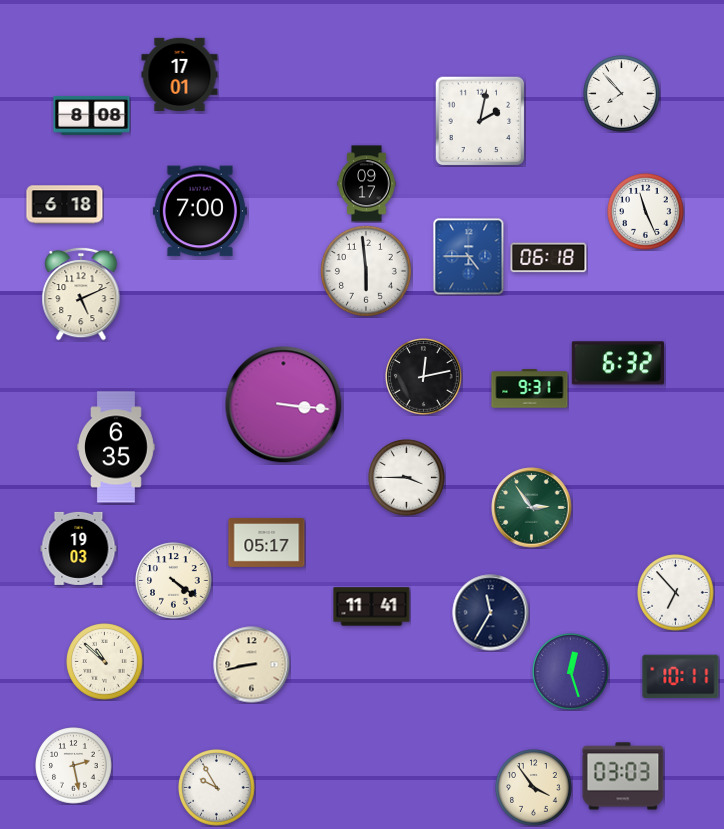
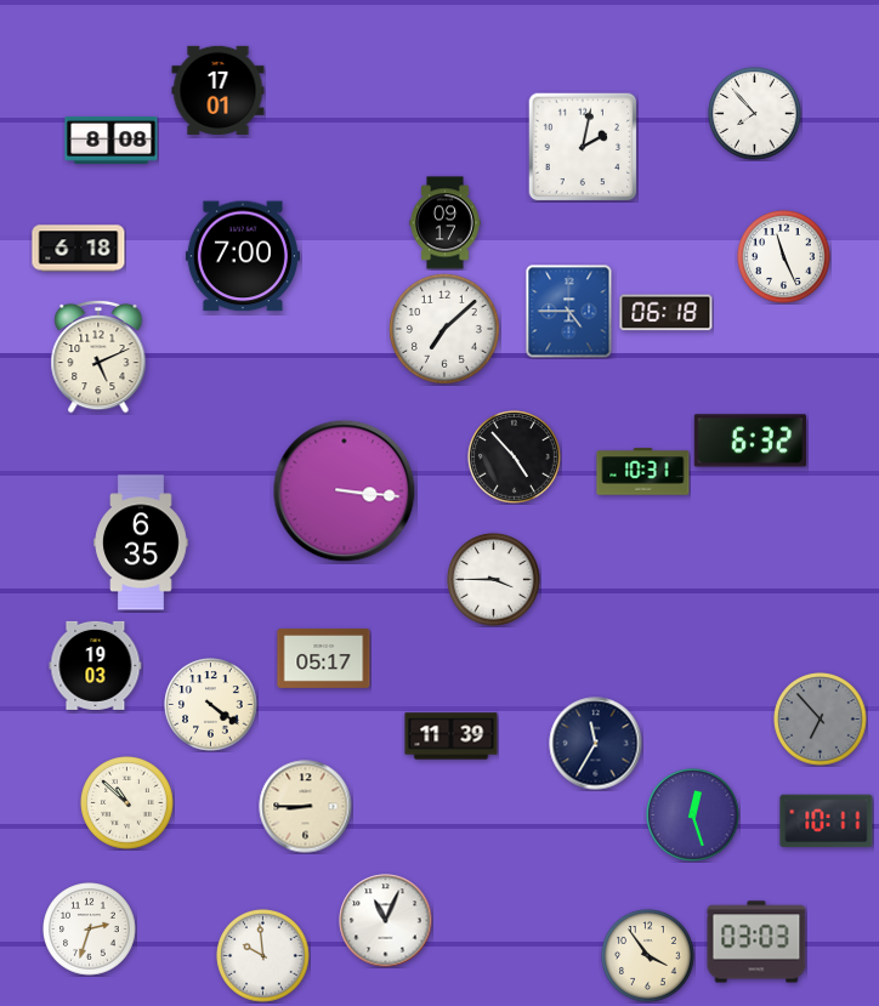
clock at (366, 271): 5:59 -> 7:08
clock at (424, 377): 12:13 -> 4:53
clock at (530, 389): 9:31 -> 10:31
clock at (532, 508): 2:54 -> none
clock at (676, 593) dial: white -> grey
clock at (372, 607): 11:41 -> 11:39
clock at (252, 665): 8:43 -> 8:45
clock at (386, 921): none -> 11:04
clock at (74, 766): 2:28 -> 2:33
clock at (217, 788): 9:55 -> 9:59
